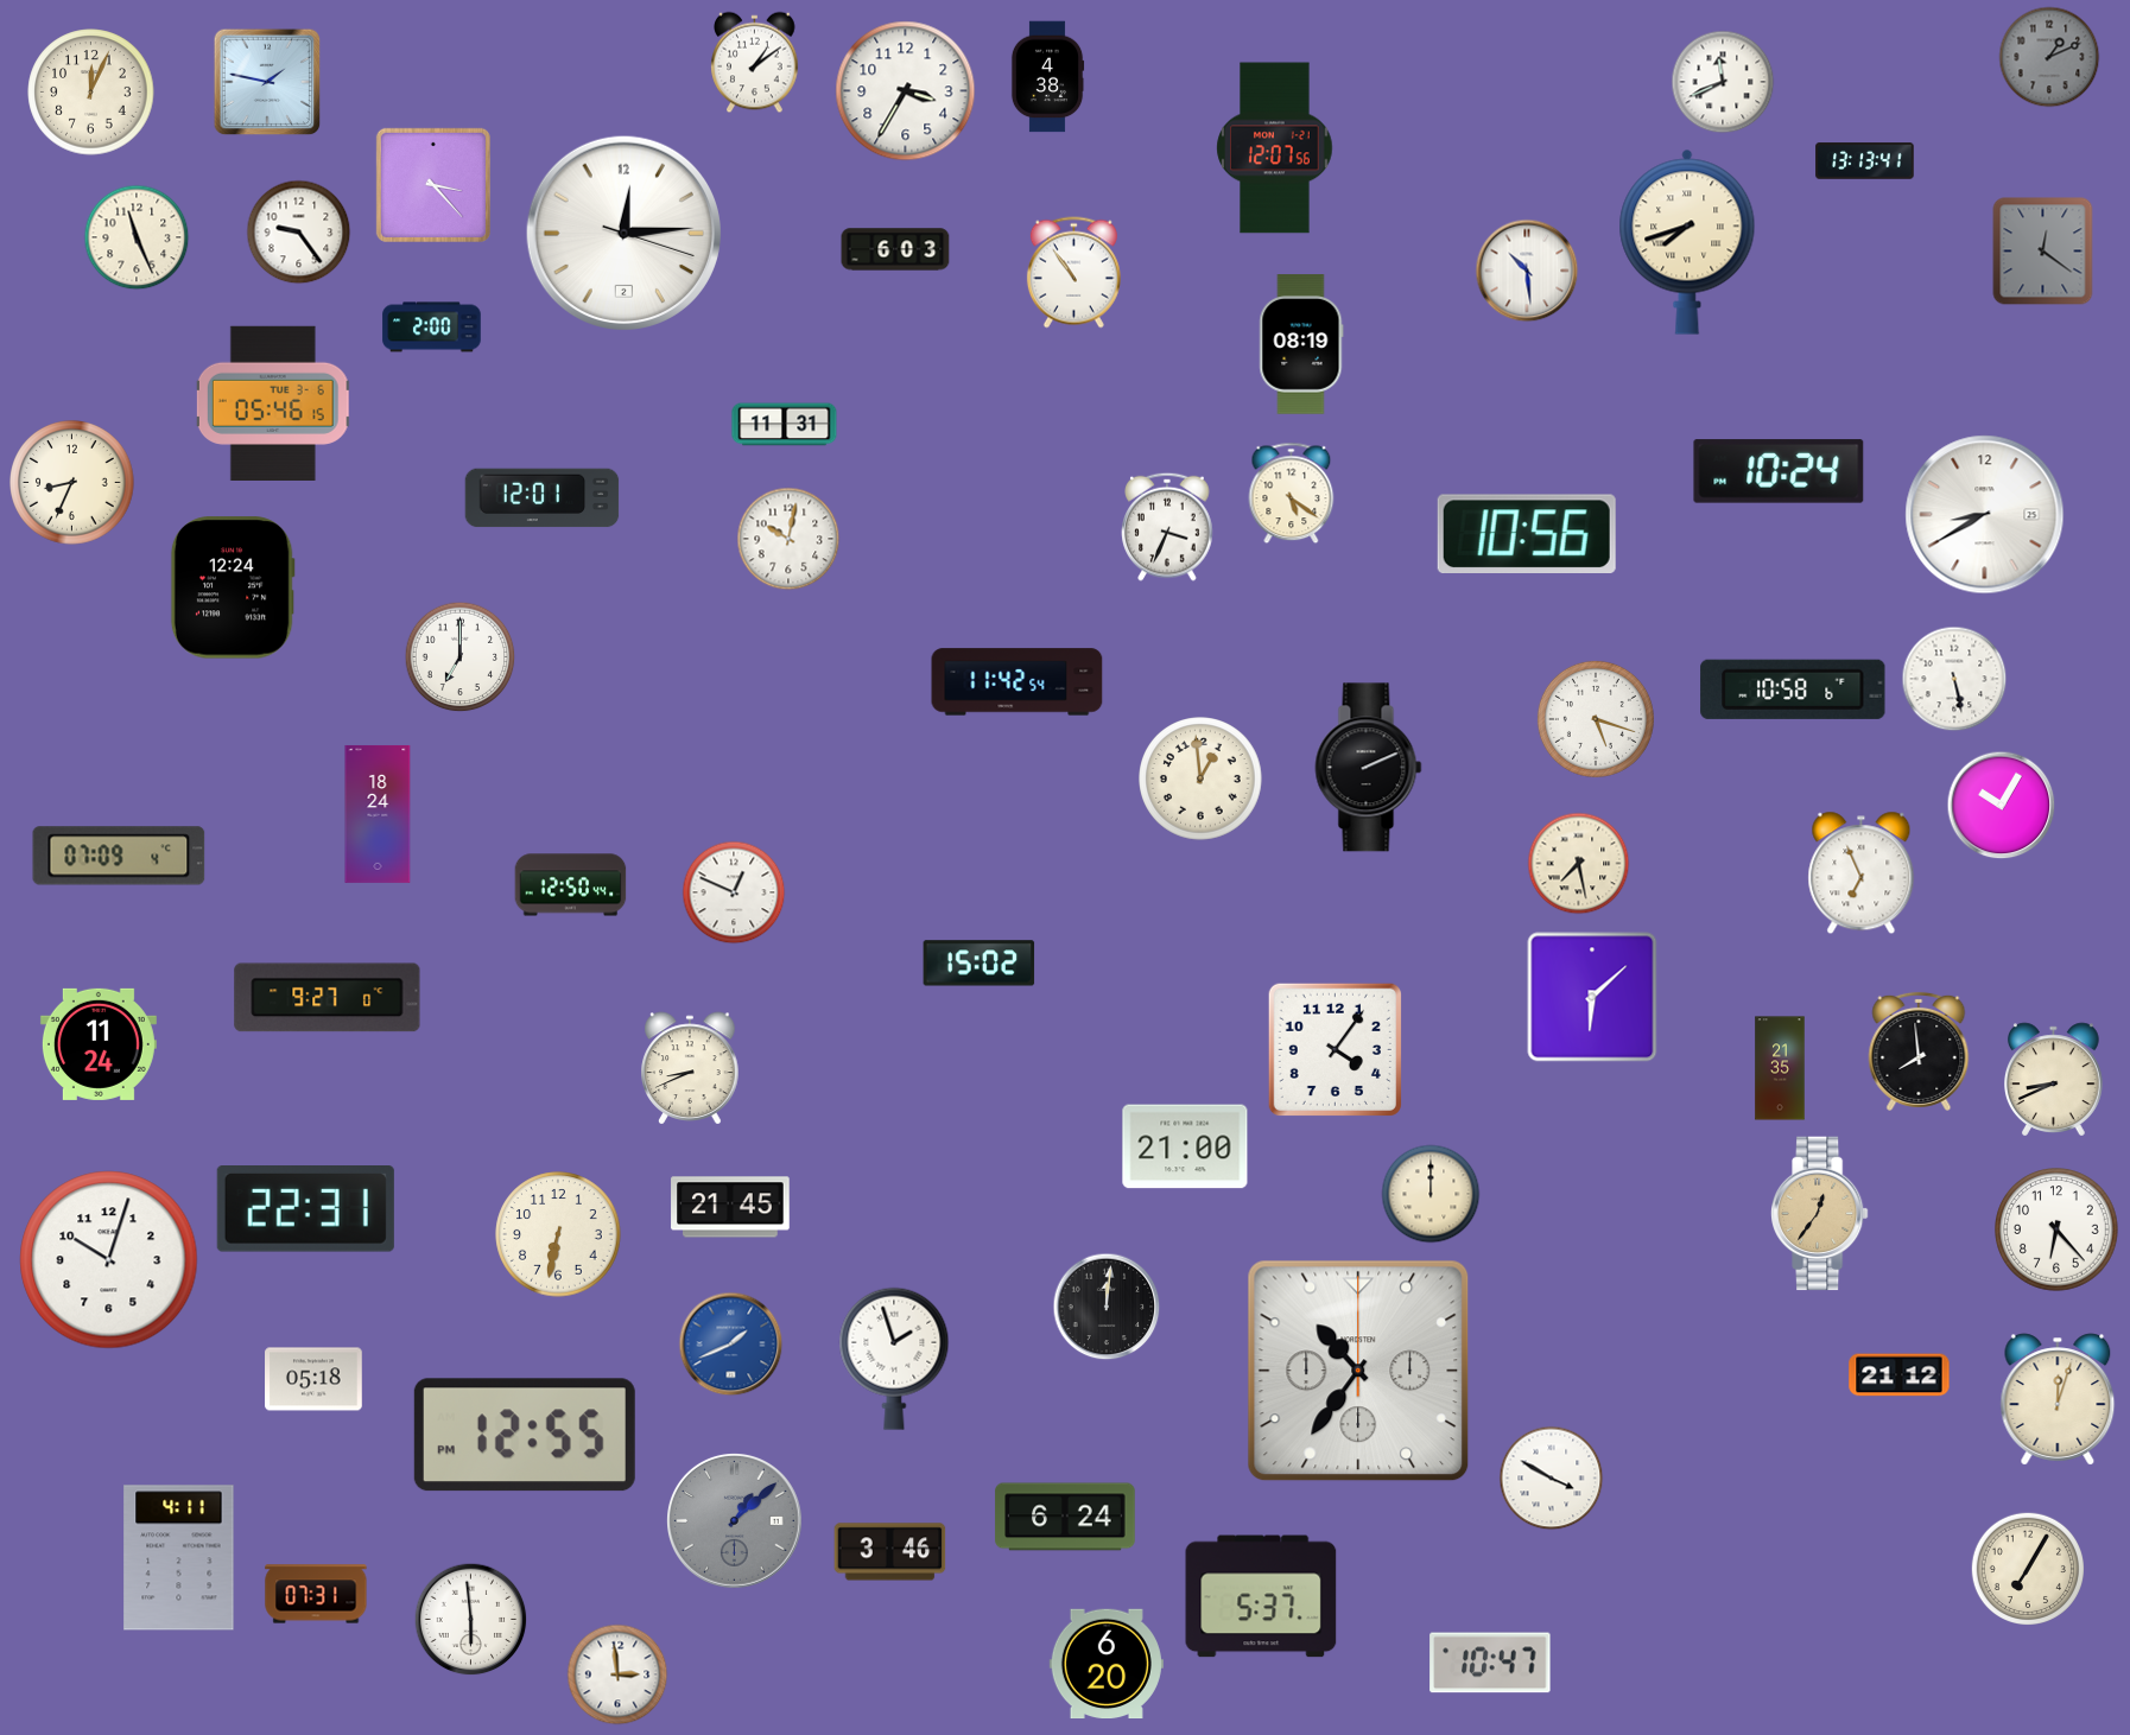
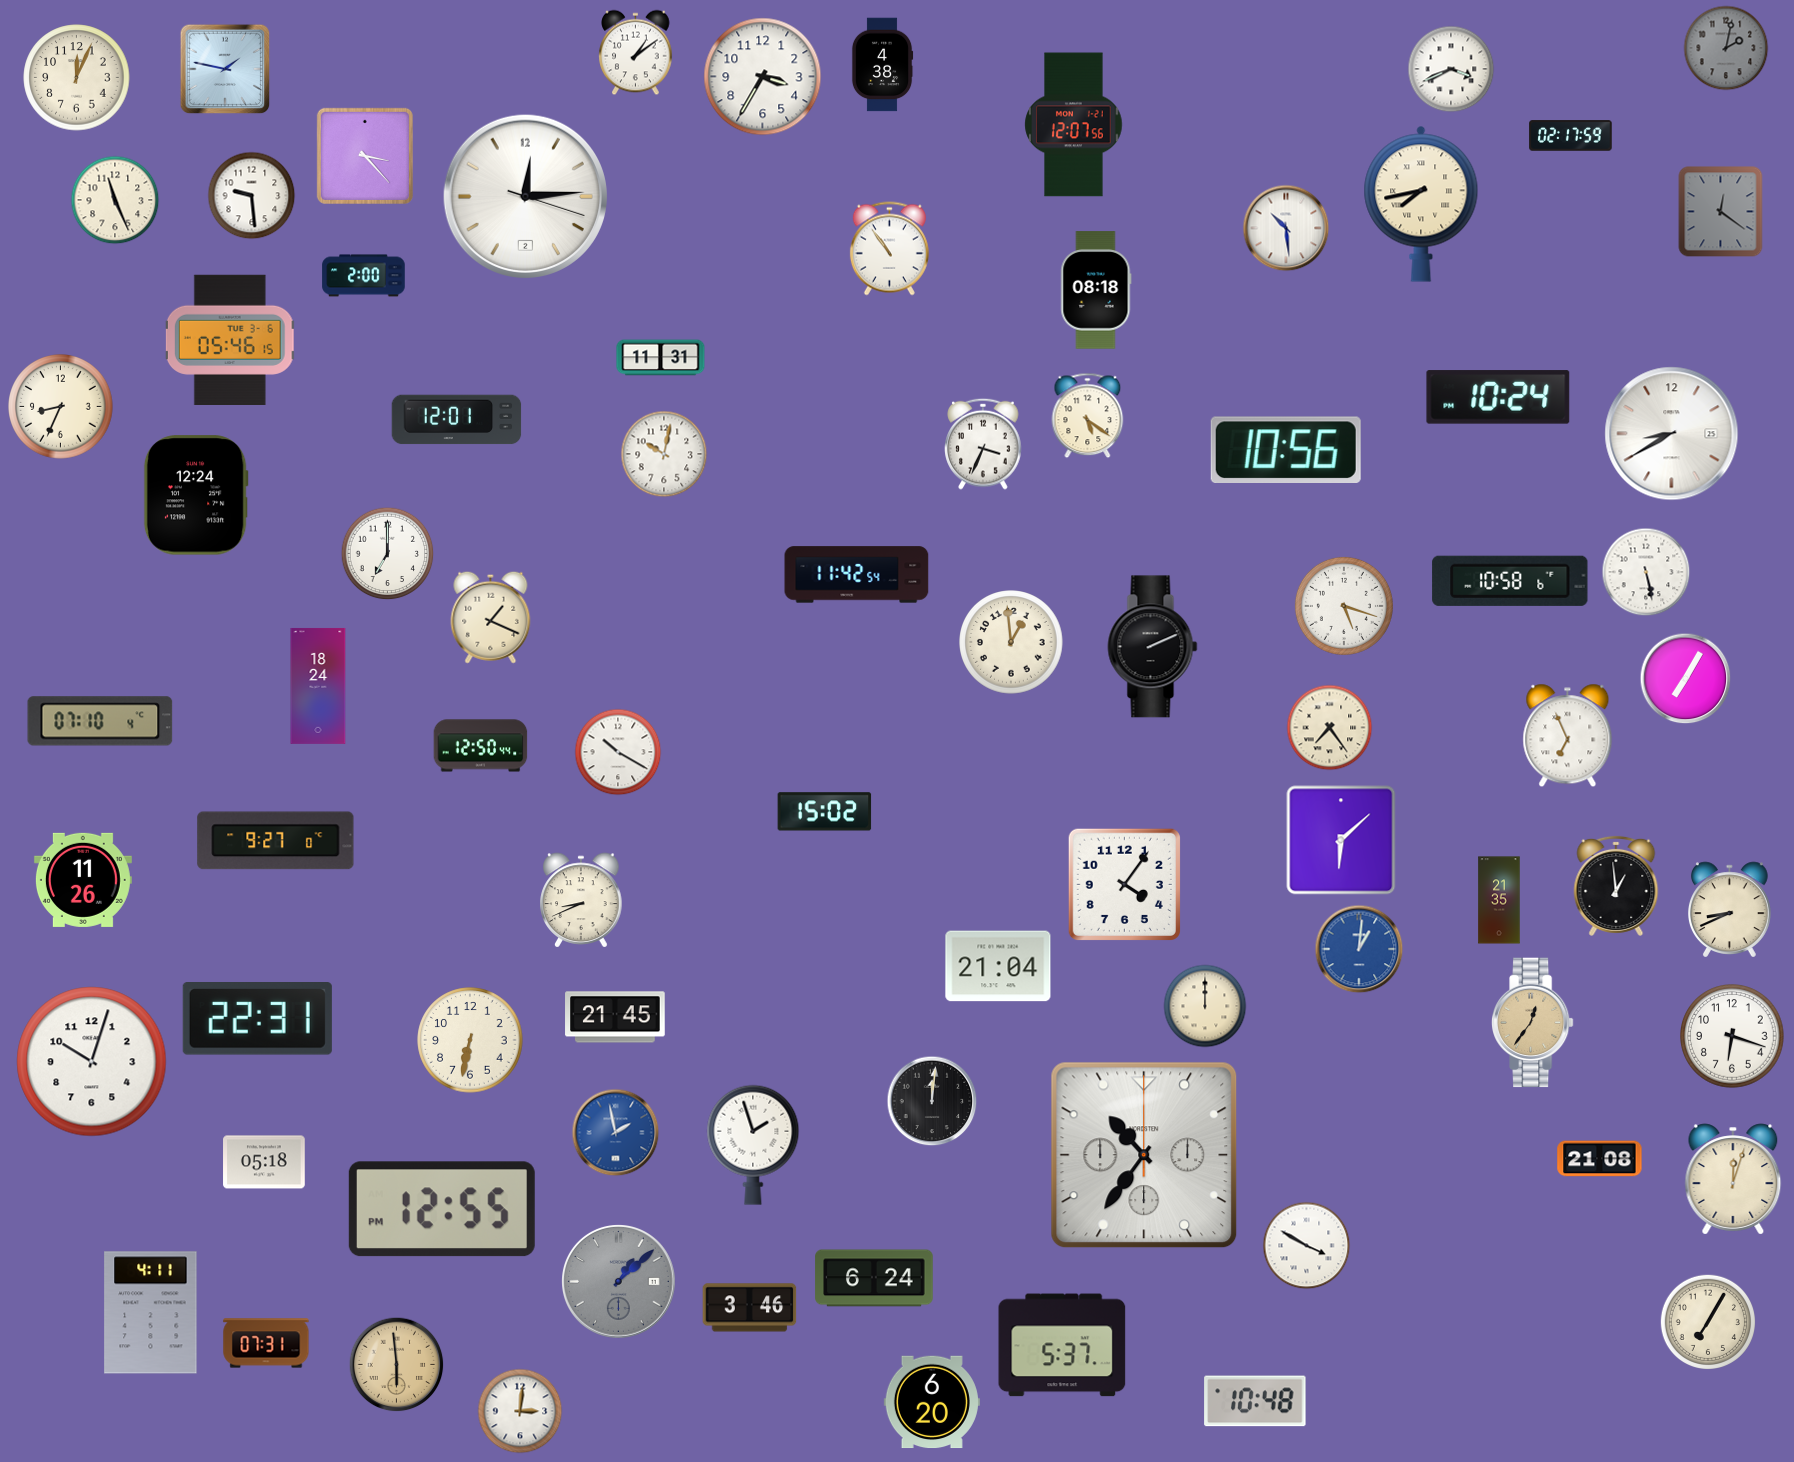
clock at (2049, 57): 1:11 -> 2:02
clock at (1723, 82): 11:41 -> 3:41
clock at (1865, 161): 13:13 -> 02:17
clock at (299, 233): 9:24 -> 9:29
clock at (1687, 242): 7:42 -> 7:43
clock at (895, 249): 6:03 -> none
clock at (1073, 273) position: (1073, 273) -> (889, 249)
clock at (1301, 344): 08:19 -> 08:18
clock at (491, 617): none -> 1:19
clock at (1200, 778) position: (1200, 778) -> (1011, 642)
clock at (2002, 806): 10:05 -> 7:05
clock at (119, 856): 07:09 -> 07:10
clock at (1579, 864): 7:28 -> 7:24
clock at (734, 892): 12:49 -> 10:20
clock at (99, 1044): 11:24 -> 11:26
clock at (1919, 1051): 7:59 -> 12:59
clock at (1359, 949): none -> 1:01
clock at (1185, 1146): 21:00 -> 21:04
clock at (2056, 1229): 6:23 -> 6:18
clock at (731, 1345): 1:41 -> 1:58
clock at (1900, 1375): 21:12 -> 21:08
clock at (1065, 1517) position: (1065, 1517) -> (874, 1278)
clock at (471, 1620) dial: white -> champagne
clock at (1490, 1663): 10:47 -> 10:48
clock at (617, 1674): 2:59 -> 3:01
